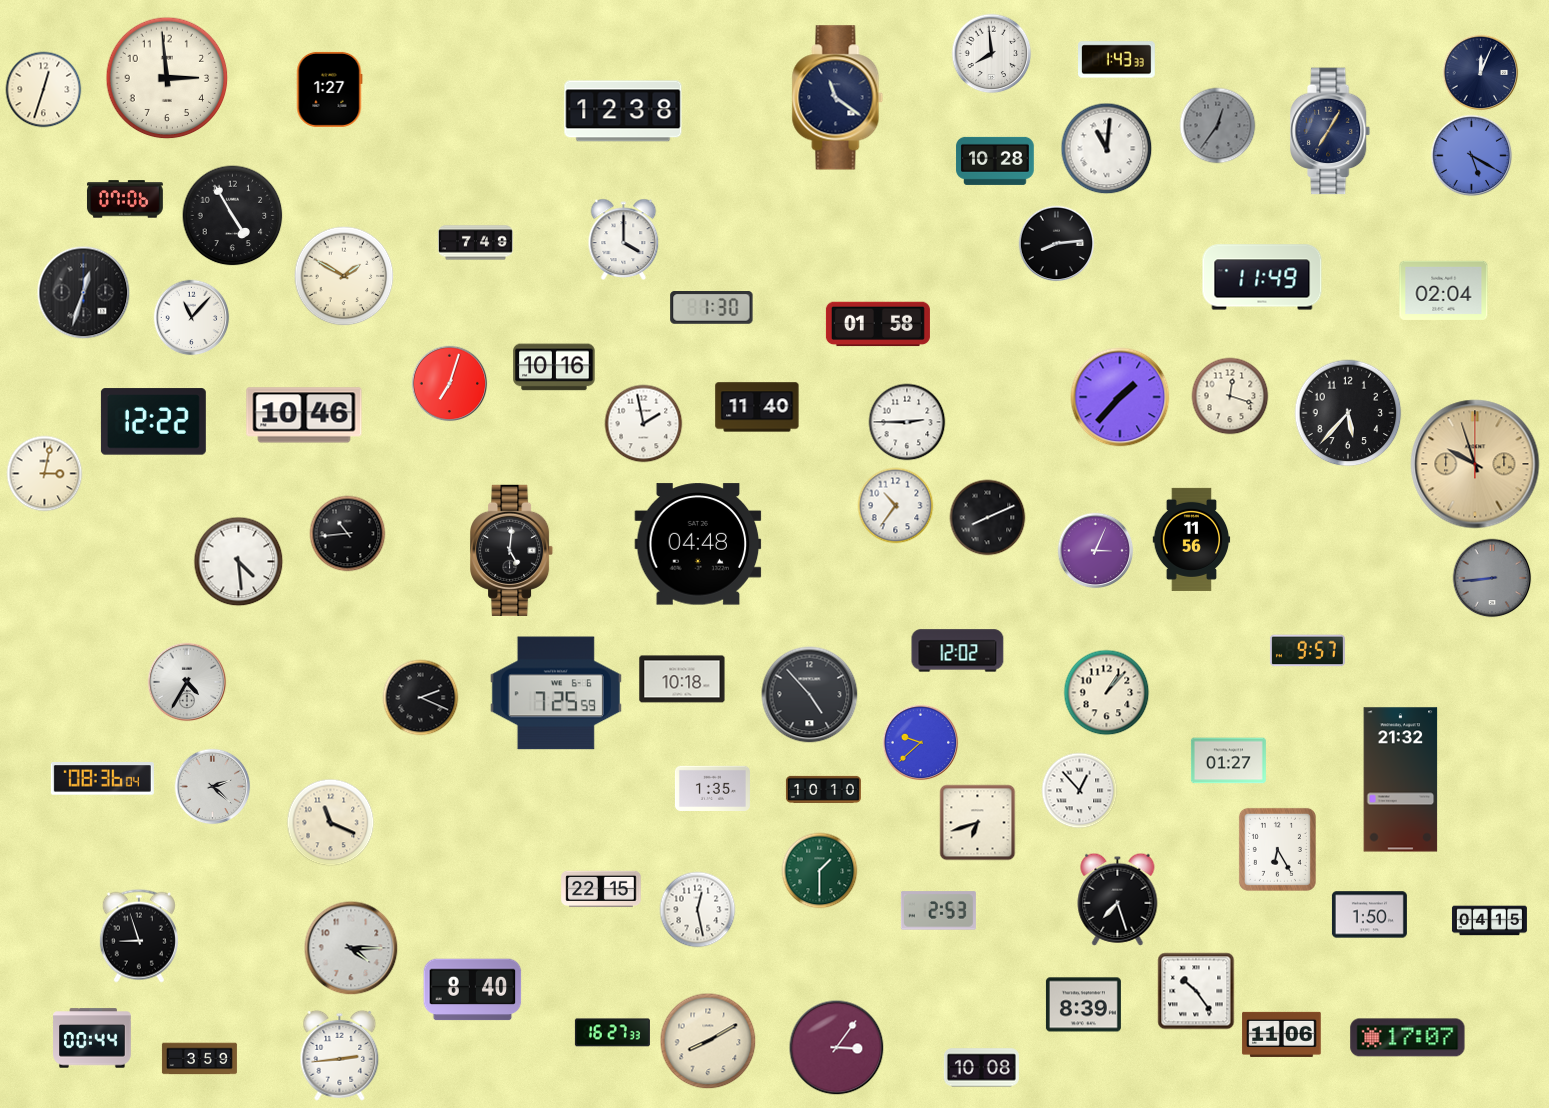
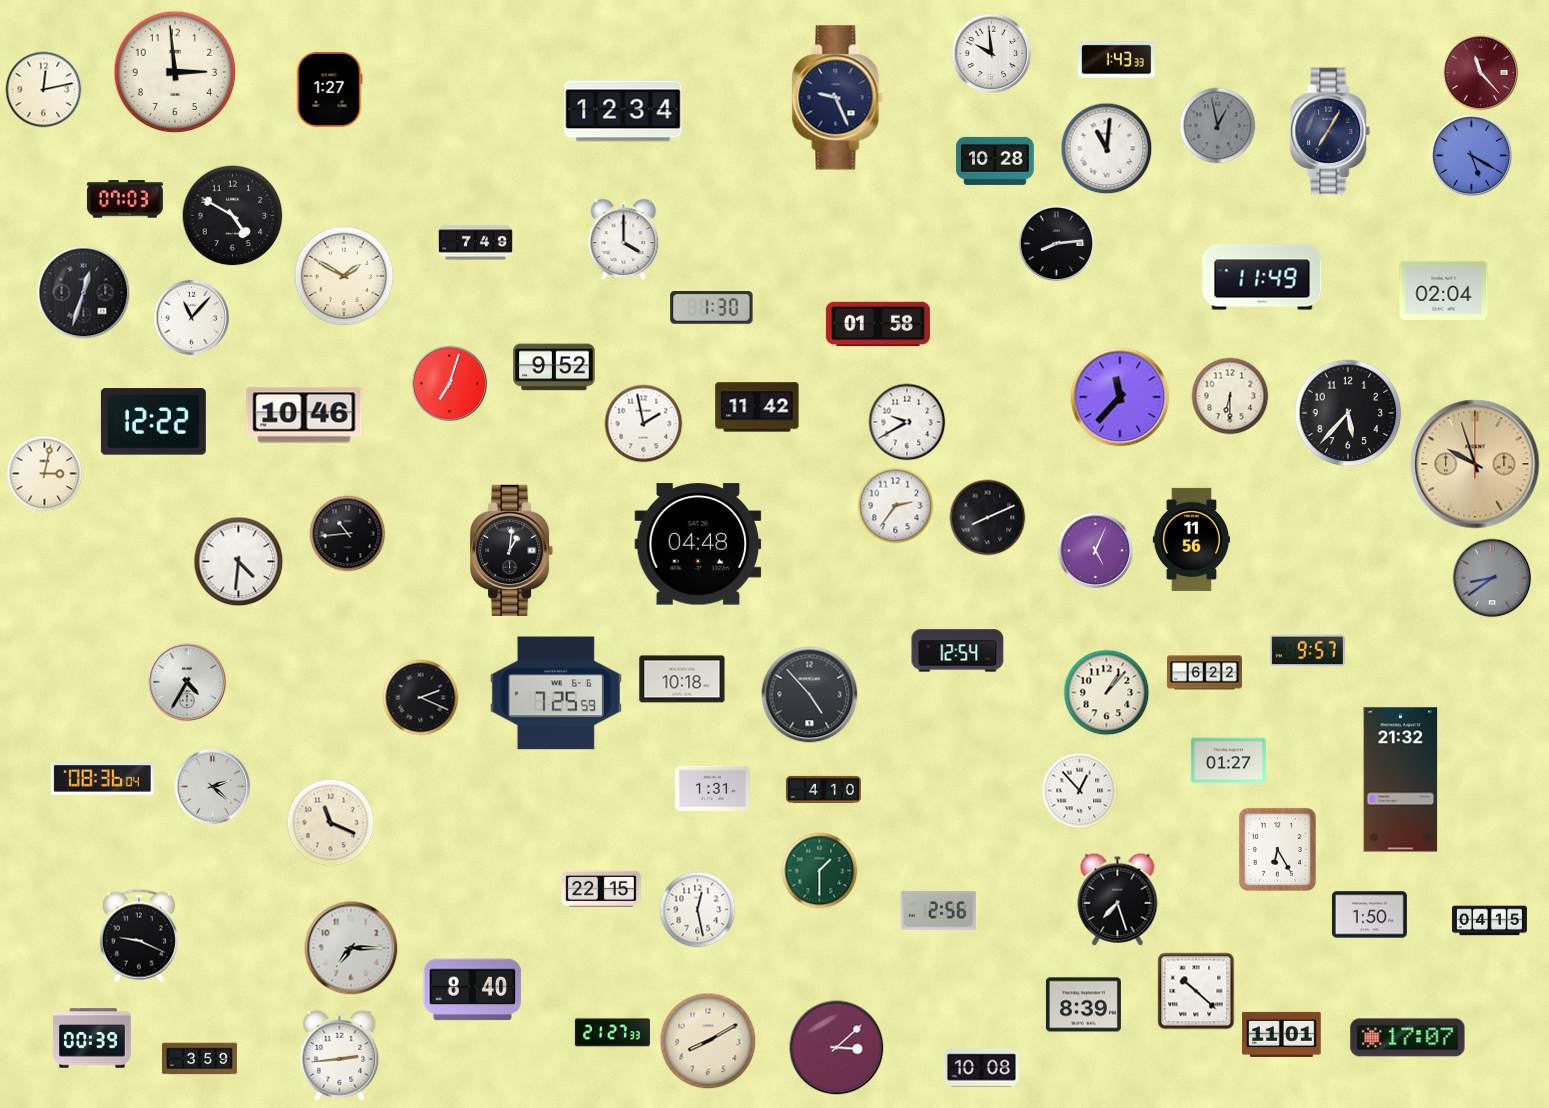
clock at (992, 54): 7:59 -> 9:59
clock at (1481, 73): 12:04 -> 11:23
clock at (1481, 73) dial: navy -> burgundy
clock at (167, 78) position: (167, 78) -> (175, 72)
clock at (44, 90): 12:33 -> 12:13
clock at (838, 98): 11:21 -> 9:26
clock at (623, 111): 12:38 -> 12:34
clock at (1218, 126): 12:36 -> 12:58
clock at (125, 199): 07:06 -> 07:03
clock at (233, 216): 4:55 -> 4:50
clock at (554, 367): 10:16 -> 9:52
clock at (1230, 396): 12:18 -> 6:30
clock at (1120, 397): 1:37 -> 11:37
clock at (757, 407): 11:40 -> 11:42
clock at (907, 422): 2:45 -> 9:40
clock at (896, 506): 10:36 -> 2:36
clock at (512, 550): 5:01 -> 1:01
clock at (1096, 551): 3:04 -> 5:04
clock at (239, 562): 4:29 -> 4:31
clock at (1492, 578): 8:44 -> 8:39
clock at (958, 651): 12:02 -> 12:54
clock at (1204, 673): none -> 6:22
clock at (921, 743): 9:38 -> none
clock at (712, 788): 1:35 -> 1:31
clock at (823, 789): 10:10 -> 4:10
clock at (978, 823): 6:42 -> none
clock at (938, 911): 2:53 -> 2:56
clock at (139, 936): 8:57 -> 9:19
clock at (351, 948): 4:15 -> 7:15
clock at (1196, 991): 10:24 -> 10:22
clock at (612, 1033): 16:27 -> 21:27
clock at (1282, 1034): 11:06 -> 11:01
clock at (92, 1038): 00:44 -> 00:39
clock at (837, 1048): 3:06 -> 3:08
